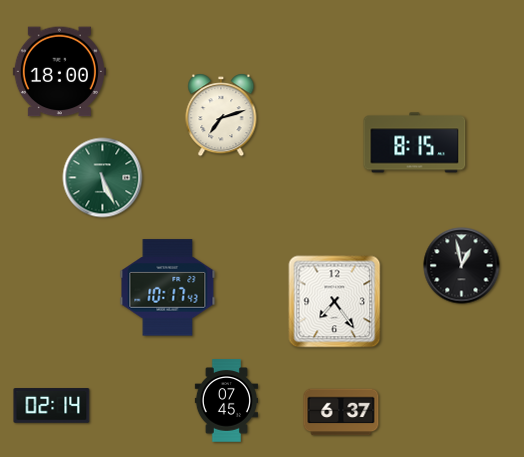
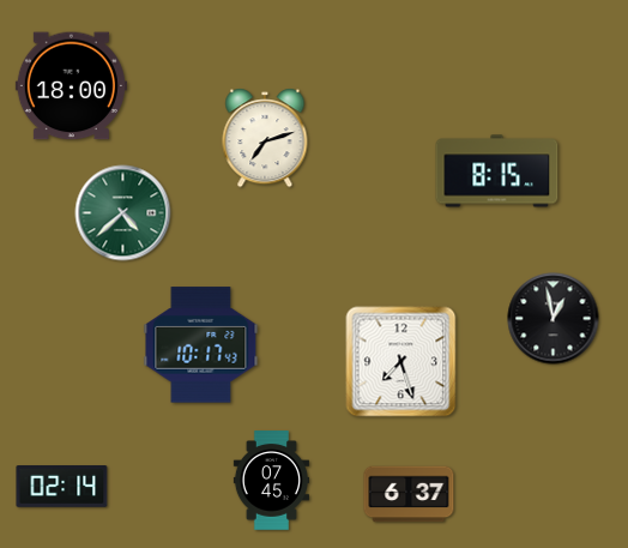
clock at (103, 178): 5:26 -> 4:38
clock at (335, 302): 7:24 -> 7:27
